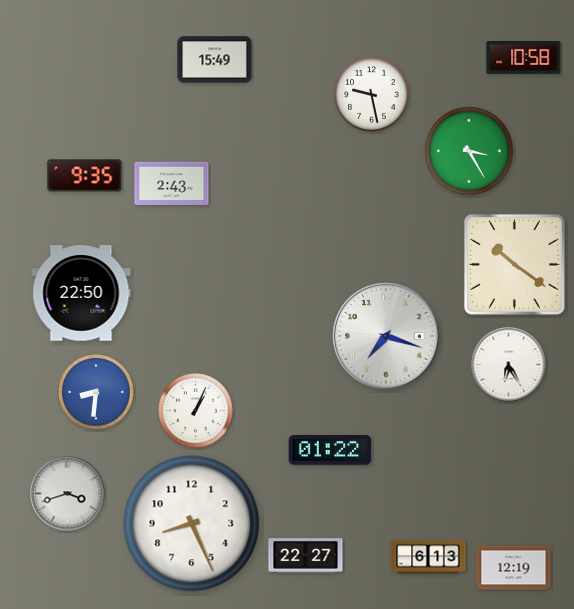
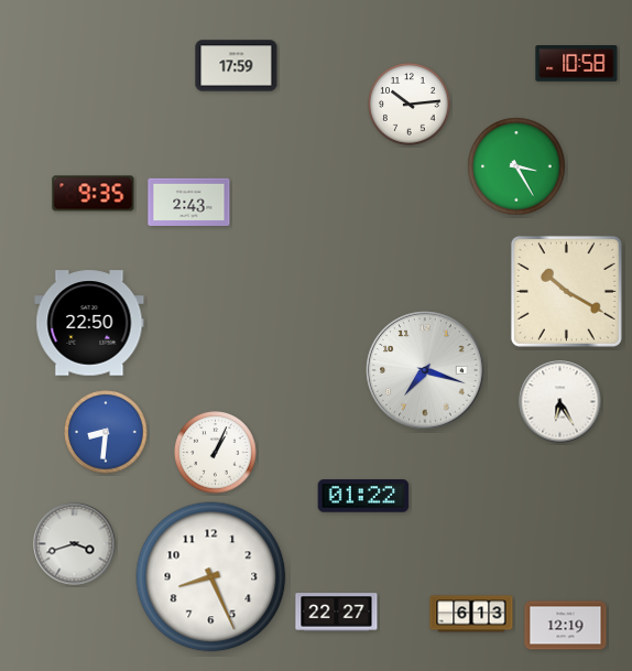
clock at (215, 60): 15:49 -> 17:59
clock at (372, 95): 9:28 -> 10:14
clock at (514, 264): 10:21 -> 10:20
